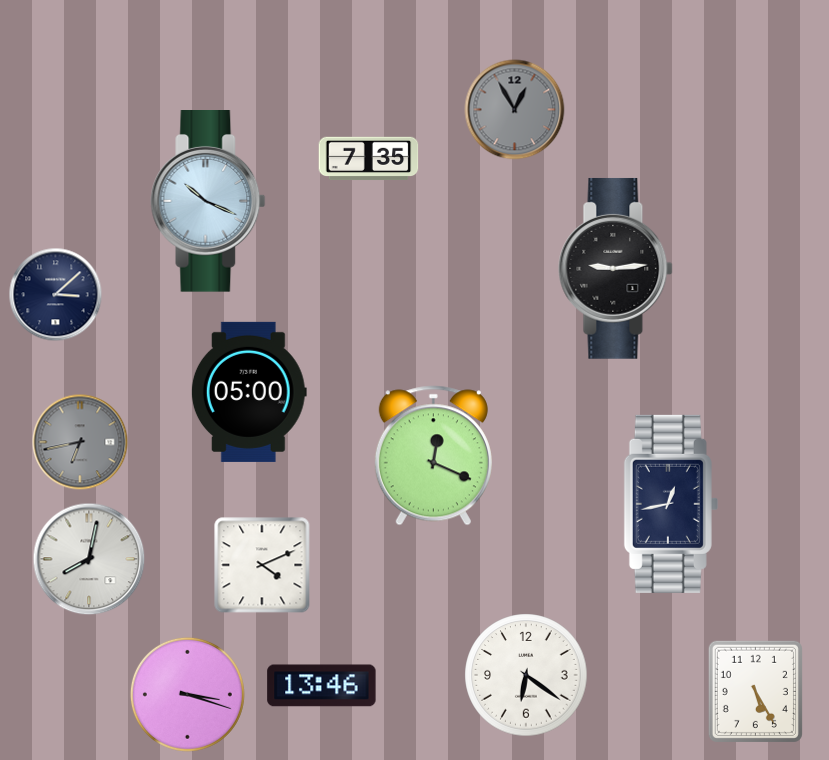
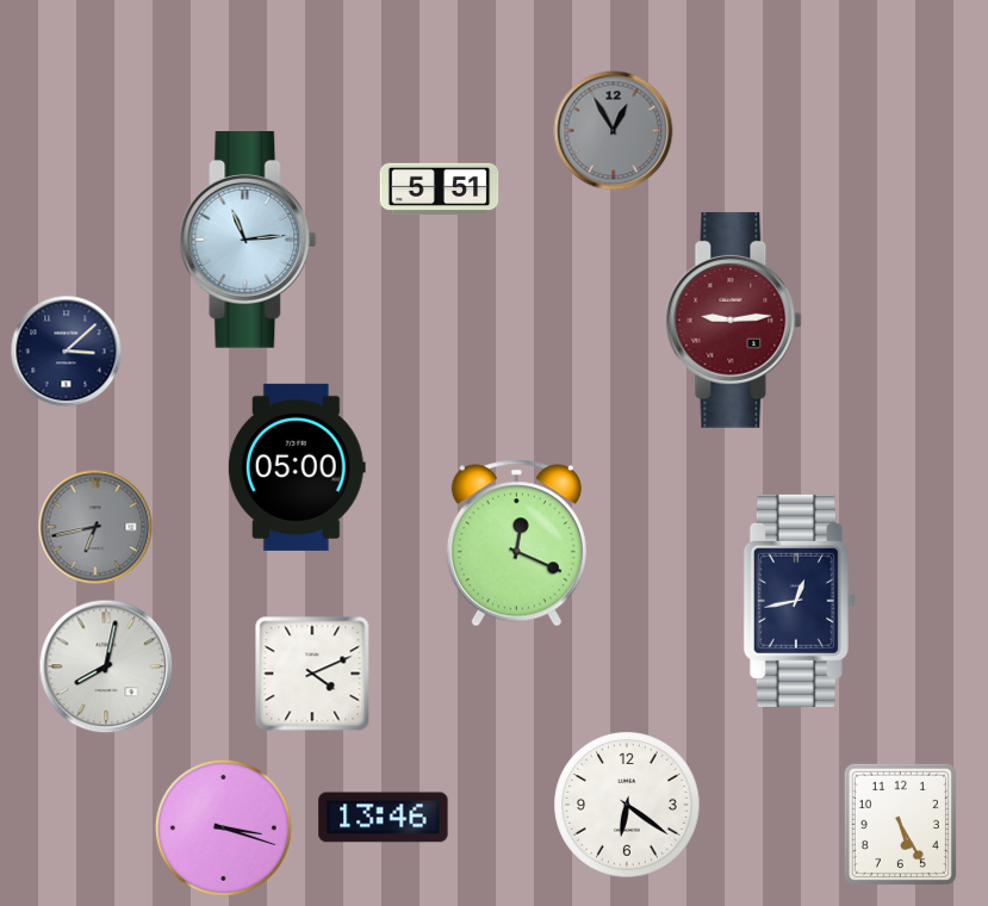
clock at (369, 159): 7:35 -> 5:51
clock at (208, 202): 10:19 -> 11:14
clock at (616, 268) dial: black -> burgundy
